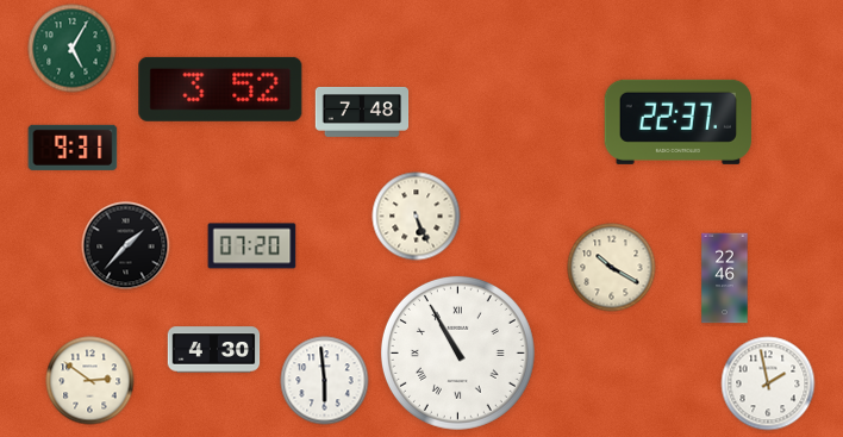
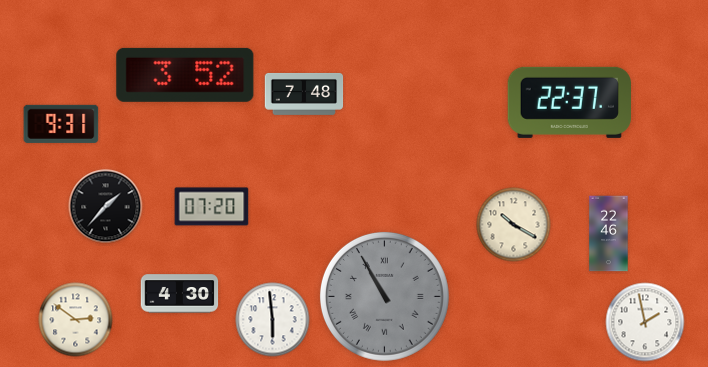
clock at (73, 49): 5:05 -> none
clock at (417, 217): 5:26 -> none
clock at (457, 352) dial: white -> grey
